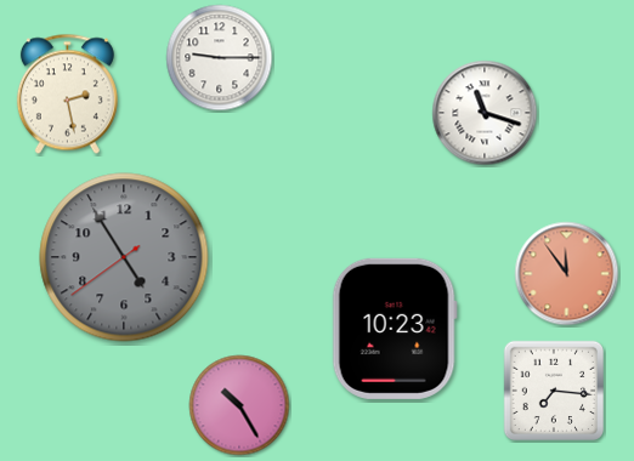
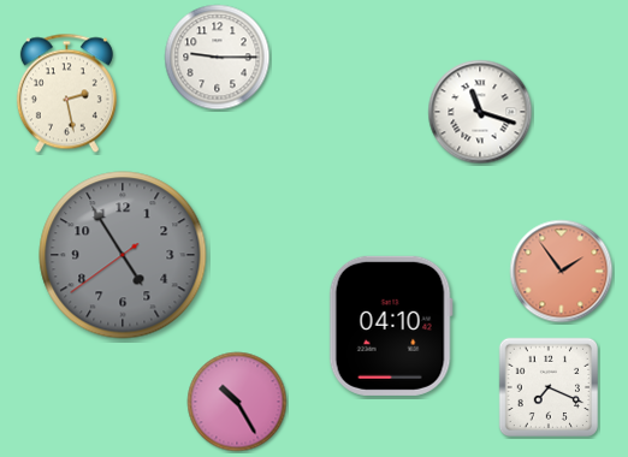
clock at (567, 274): 11:54 -> 1:54
clock at (395, 329): 10:23 -> 04:10
clock at (554, 391): 7:16 -> 7:19
